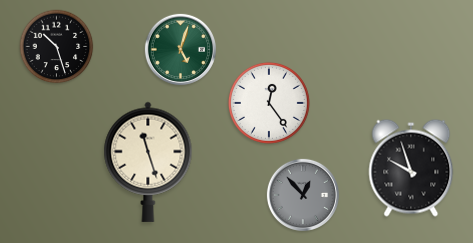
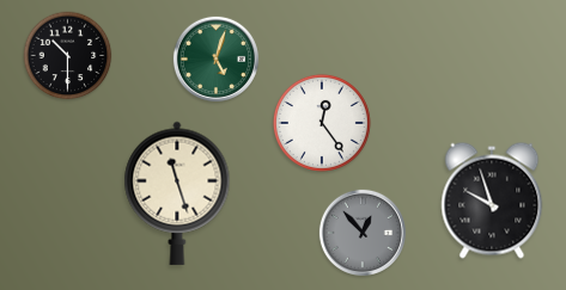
clock at (57, 47): 10:27 -> 10:30
